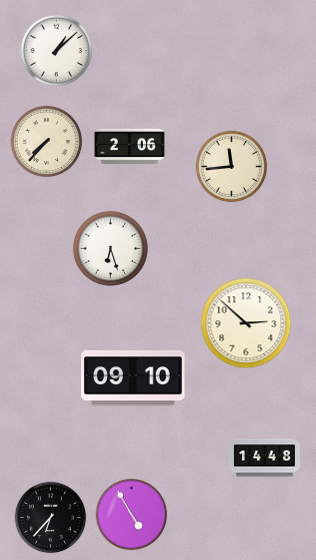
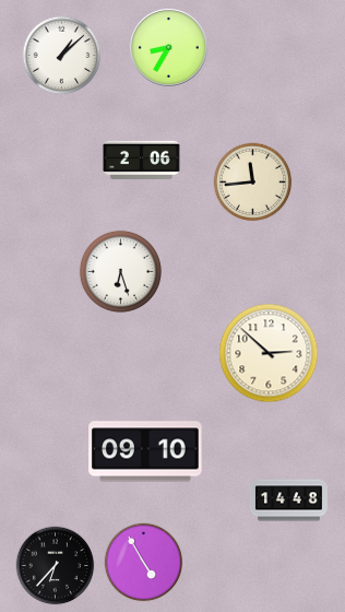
clock at (168, 47): none -> 8:35
clock at (47, 142): 7:37 -> none
clock at (133, 378) position: (133, 378) -> (145, 451)
